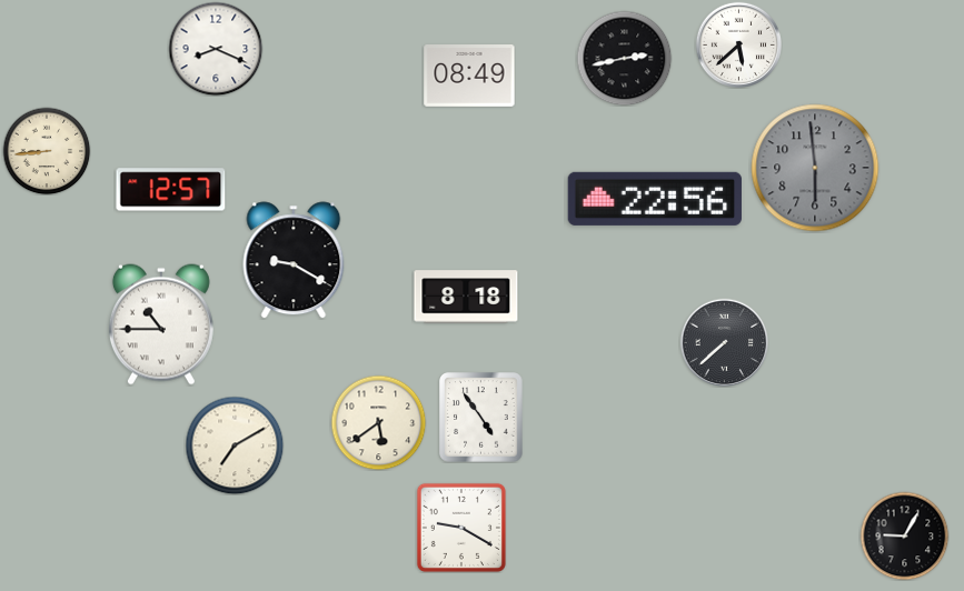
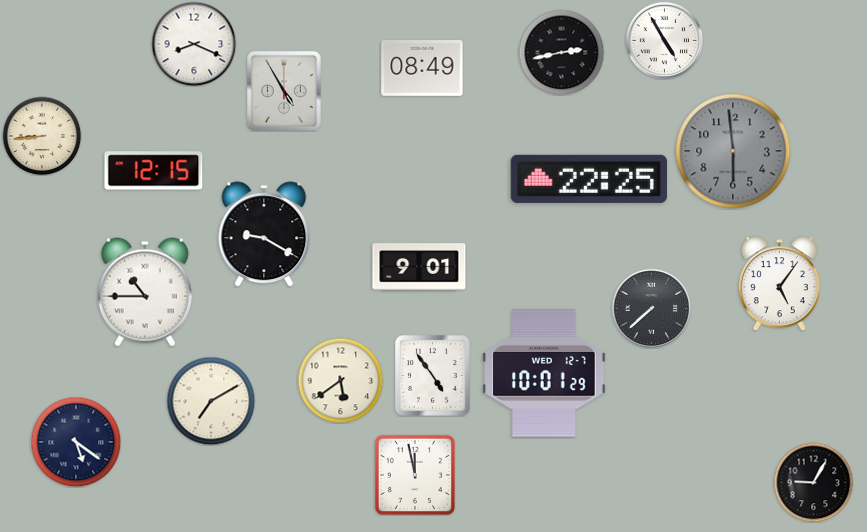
clock at (738, 44): 5:38 -> 4:55
clock at (284, 91): none -> 4:55
clock at (171, 190): 12:57 -> 12:15
clock at (655, 199): 22:56 -> 22:25
clock at (466, 297): 8:18 -> 9:01
clock at (779, 284): none -> 5:06
clock at (544, 373): none -> 10:01
clock at (76, 442): none -> 5:21
clock at (461, 528): 9:20 -> 11:58
